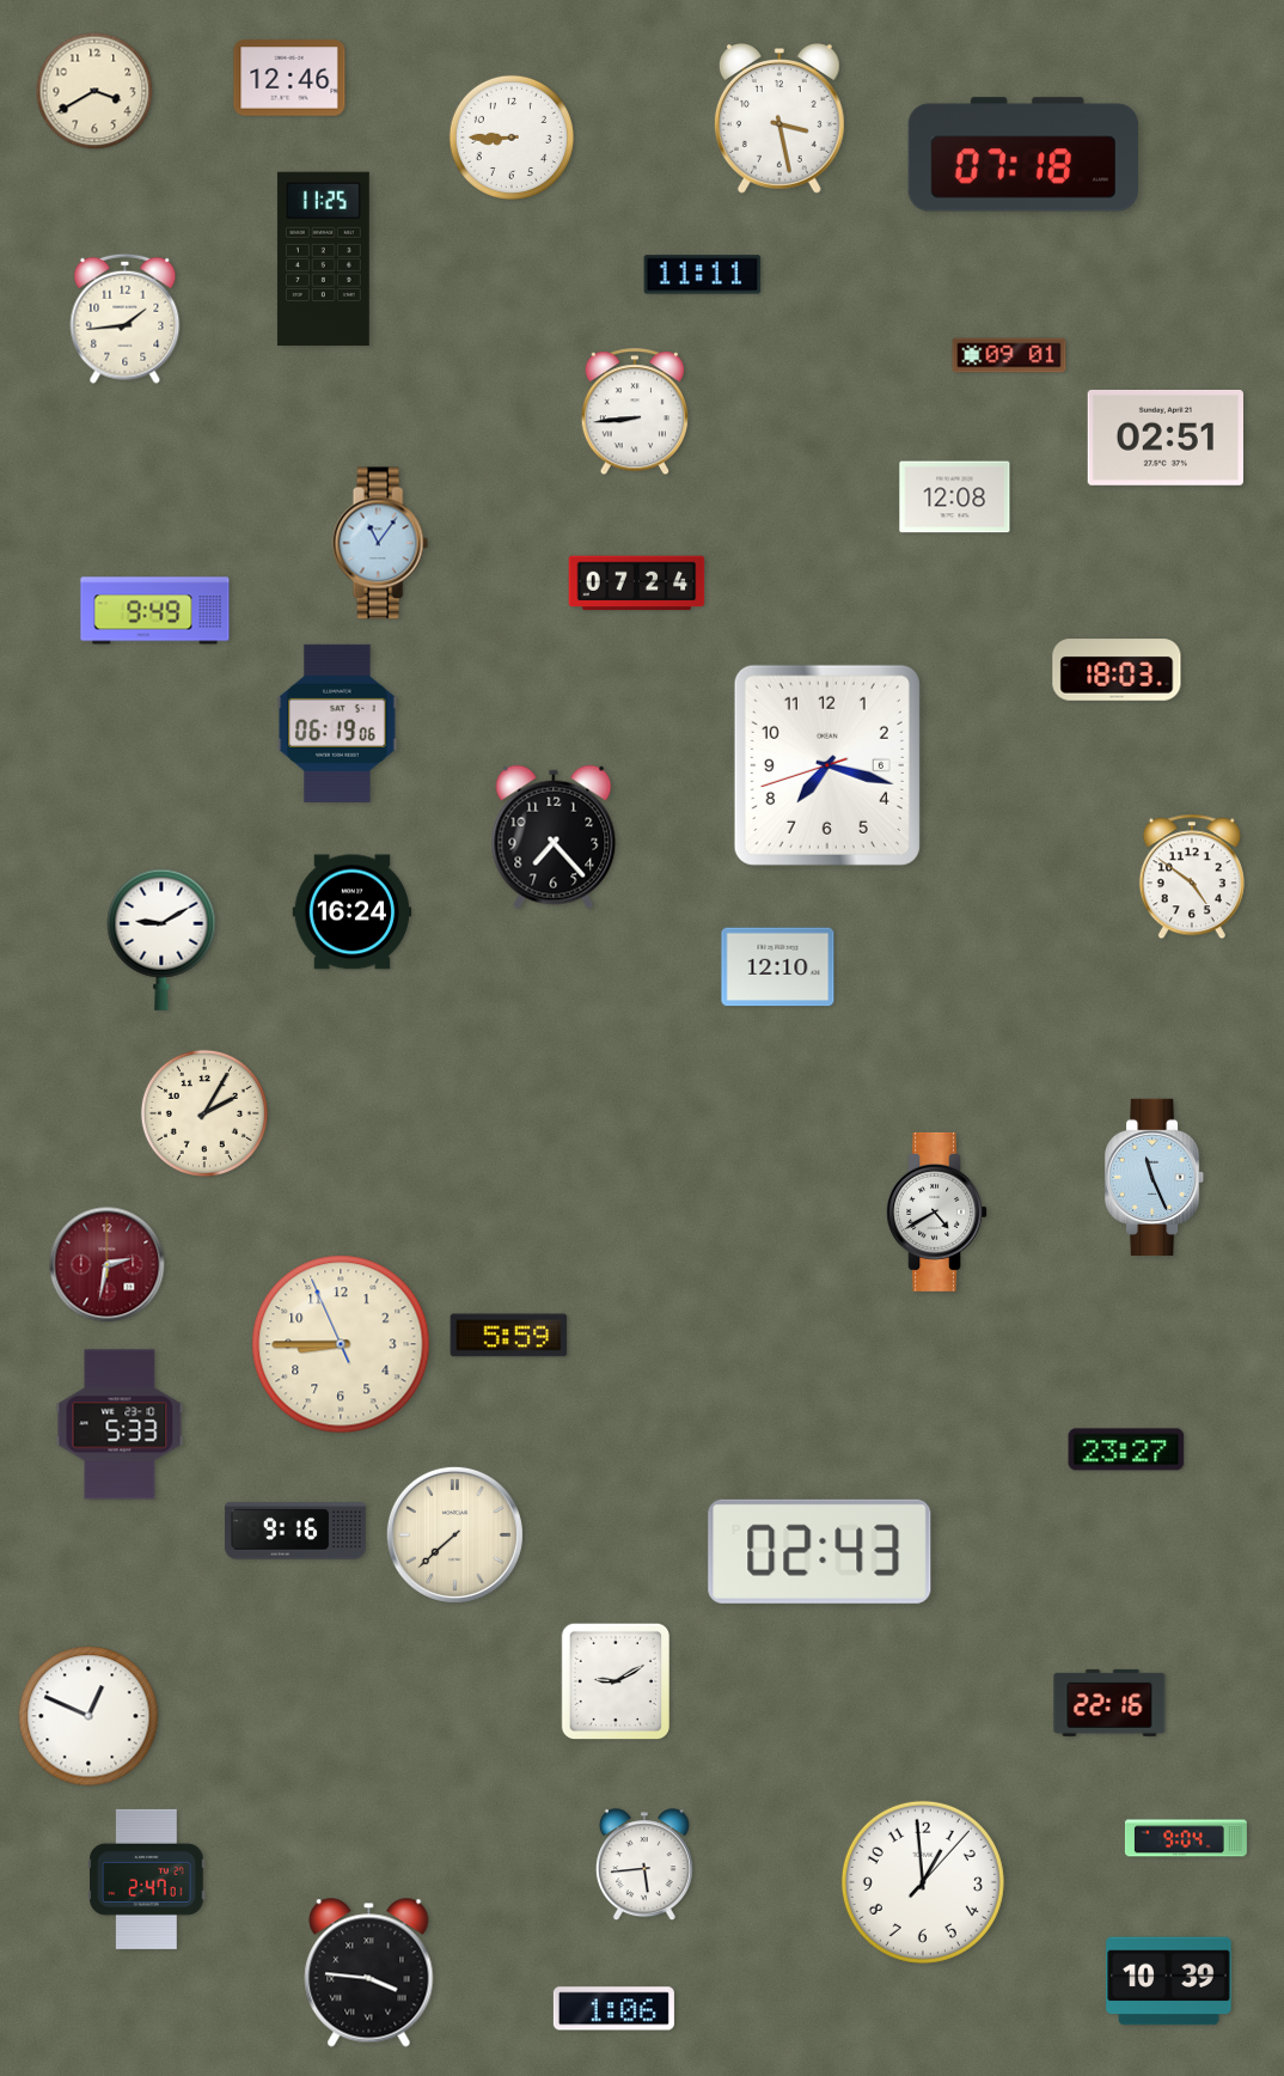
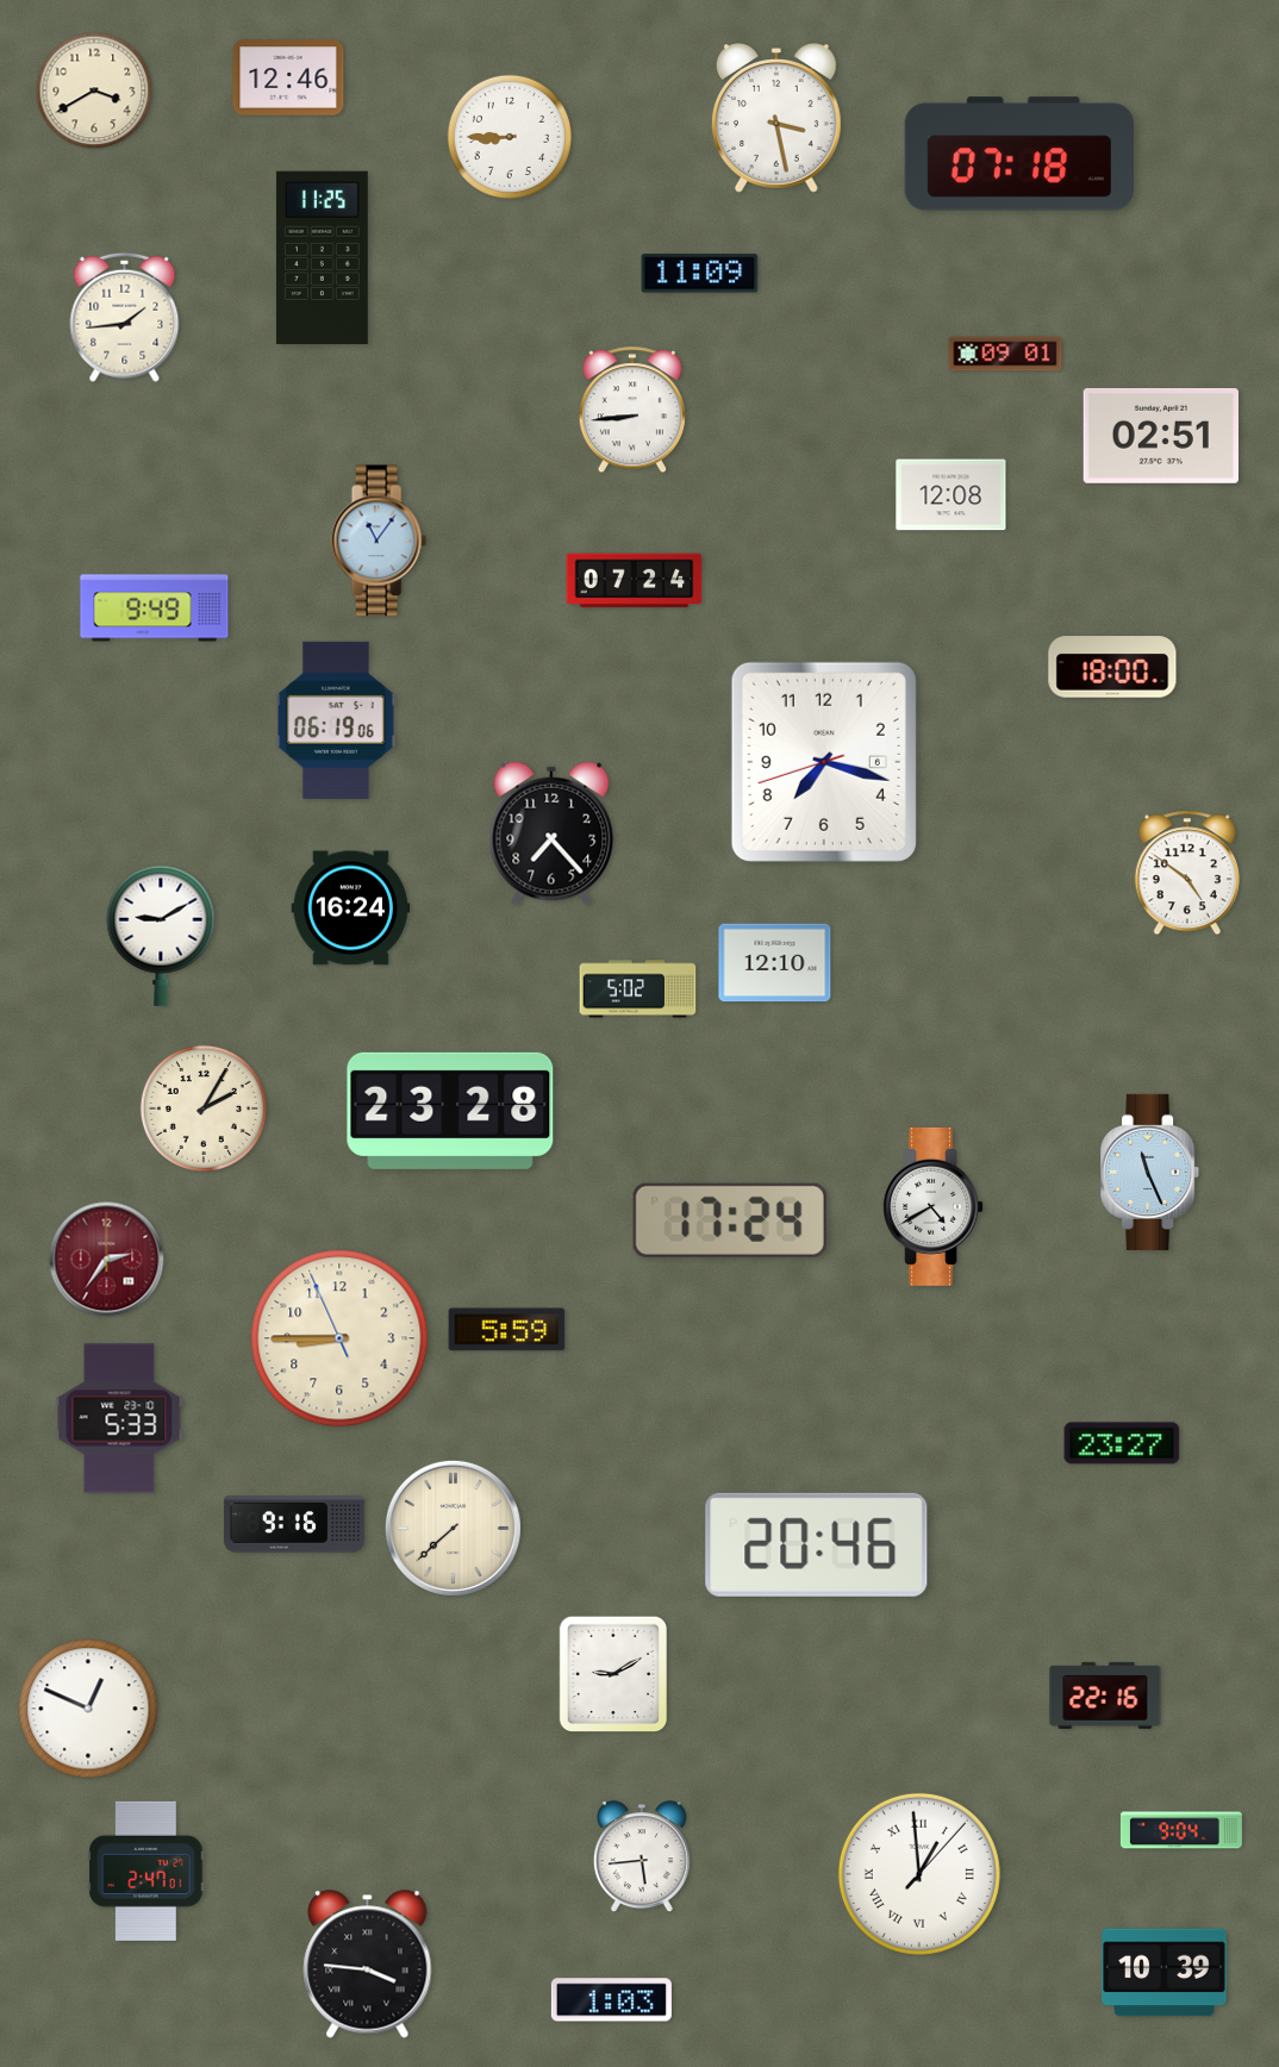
clock at (703, 275): 11:11 -> 11:09
clock at (1117, 670): 18:03 -> 18:00
clock at (638, 989): none -> 5:02
clock at (450, 1111): none -> 23:28
clock at (730, 1220): none -> 17:24
clock at (108, 1265): 2:32 -> 2:36
clock at (820, 1551): 02:43 -> 20:46
clock at (923, 1882) numerals: Arabic -> Roman
clock at (613, 2009): 1:06 -> 1:03
